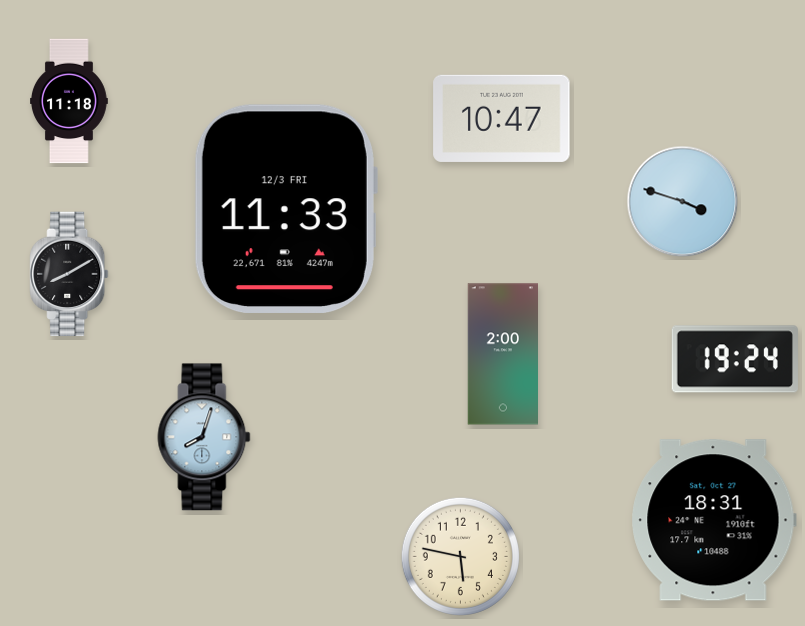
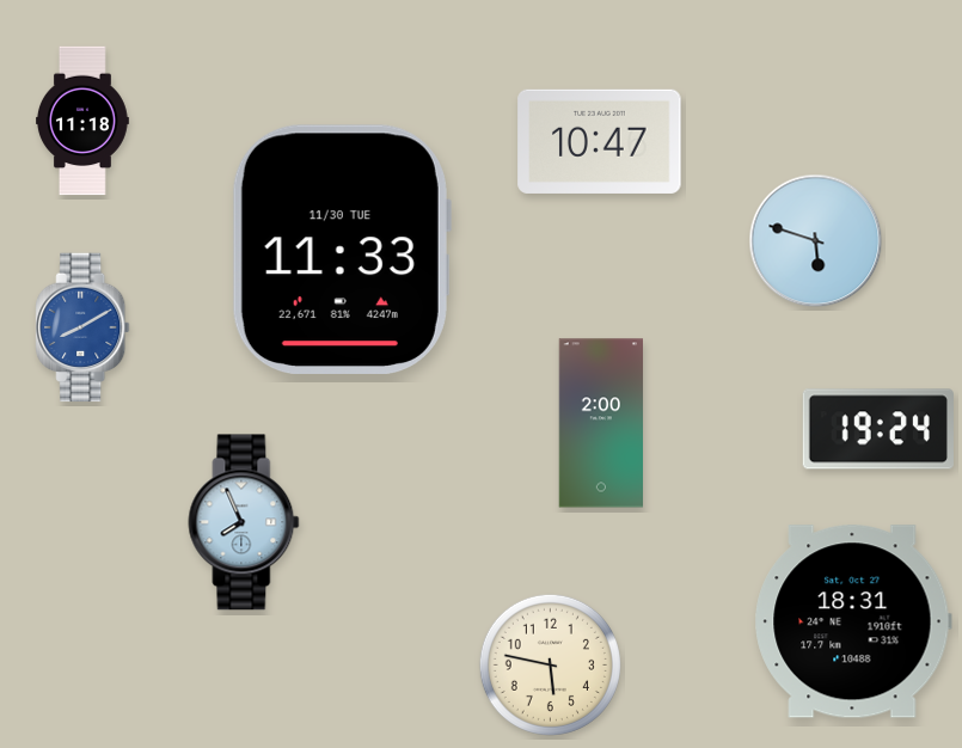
clock at (683, 202): 3:48 -> 5:48
clock at (285, 209) date: 12/3 FRI -> 11/30 TUE
clock at (69, 274) dial: black -> blue
clock at (204, 437): 8:03 -> 7:56
